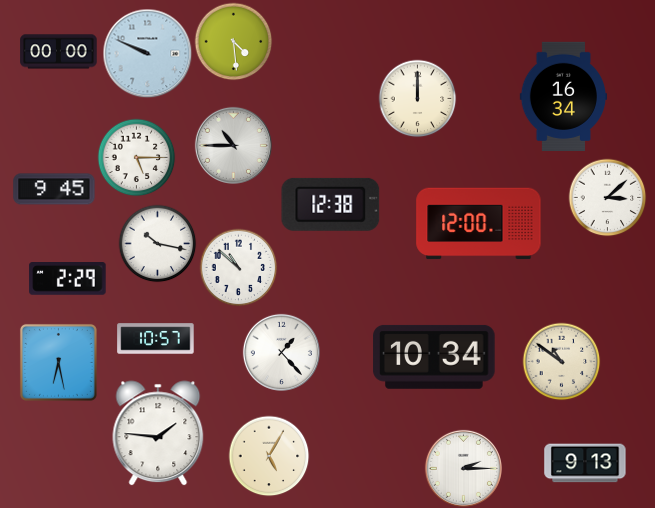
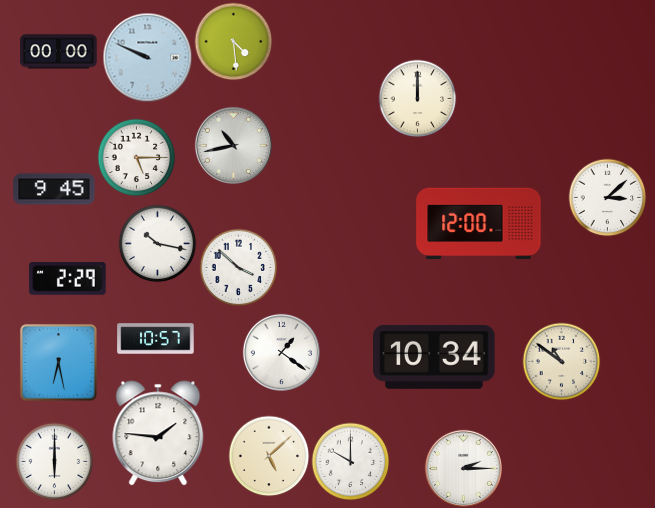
clock at (147, 53) position: (147, 53) -> (147, 57)
clock at (563, 96): 16:34 -> none
clock at (233, 145): 10:45 -> 10:43
clock at (331, 204): 12:38 -> none
clock at (238, 267): 10:52 -> 3:52
clock at (281, 352): 1:23 -> 1:21
clock at (269, 456): 5:05 -> 5:08
clock at (54, 461): none -> 6:00
clock at (350, 461): none -> 10:00
clock at (585, 463): 9:13 -> none
